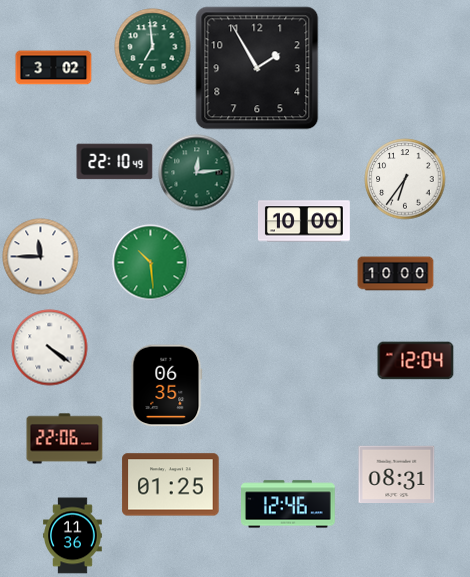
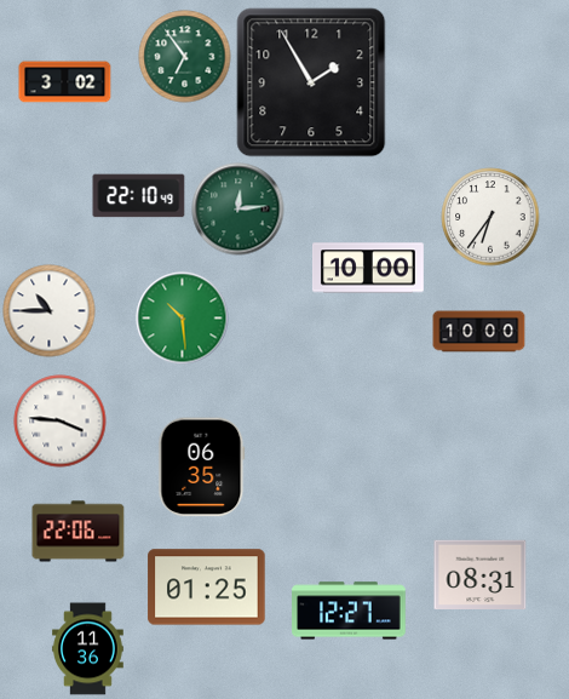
clock at (153, 47): 6:59 -> 6:54
clock at (41, 257): 11:45 -> 10:45
clock at (50, 348): 4:21 -> 3:46
clock at (416, 361): 12:04 -> none
clock at (289, 504): 12:46 -> 12:27
